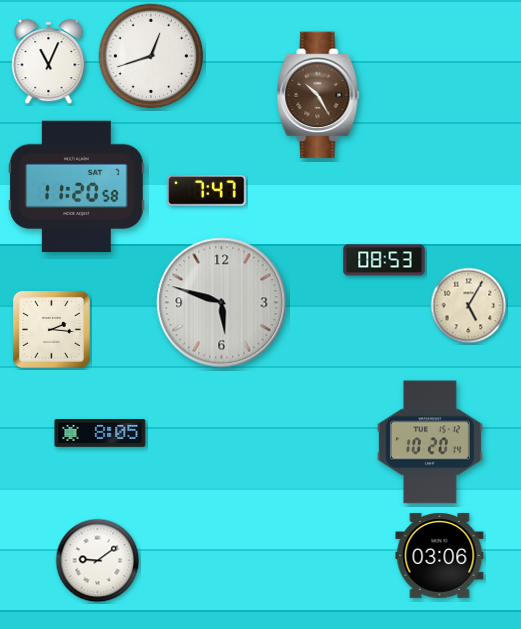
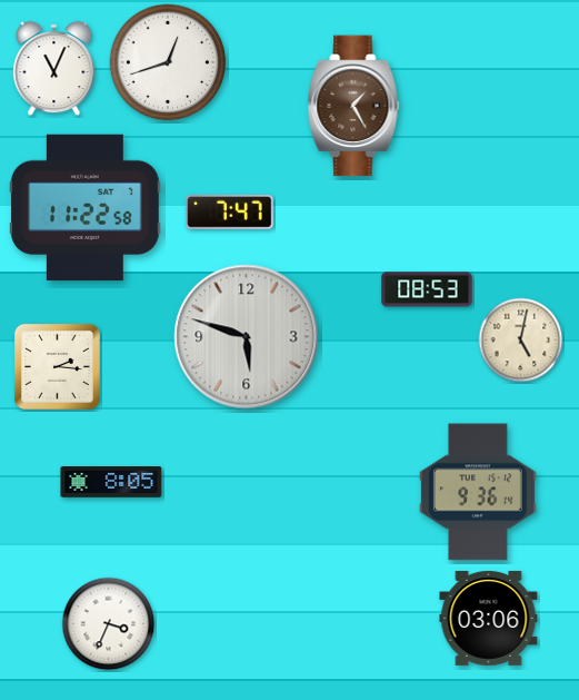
clock at (318, 95): 10:25 -> 1:25
clock at (77, 187): 11:20 -> 11:22
clock at (469, 306): 5:05 -> 5:02
clock at (430, 442): 10:20 -> 9:36
clock at (98, 561): 9:09 -> 3:34
